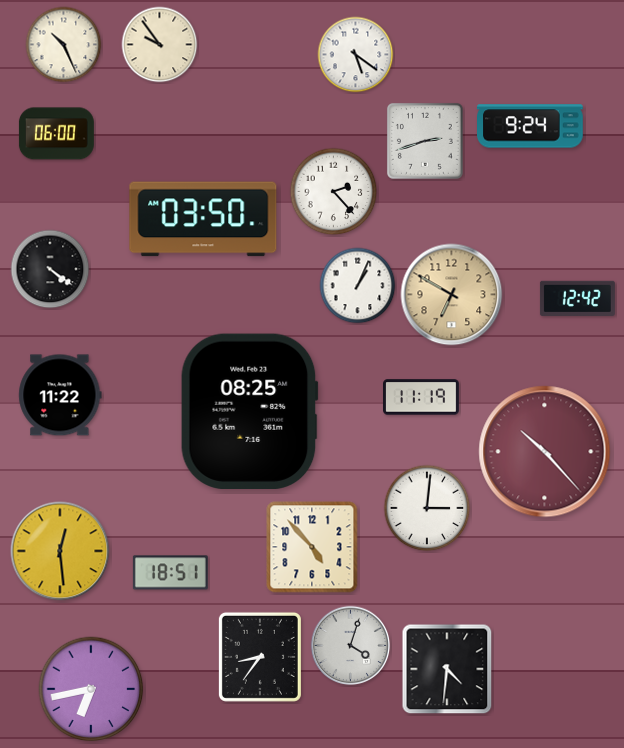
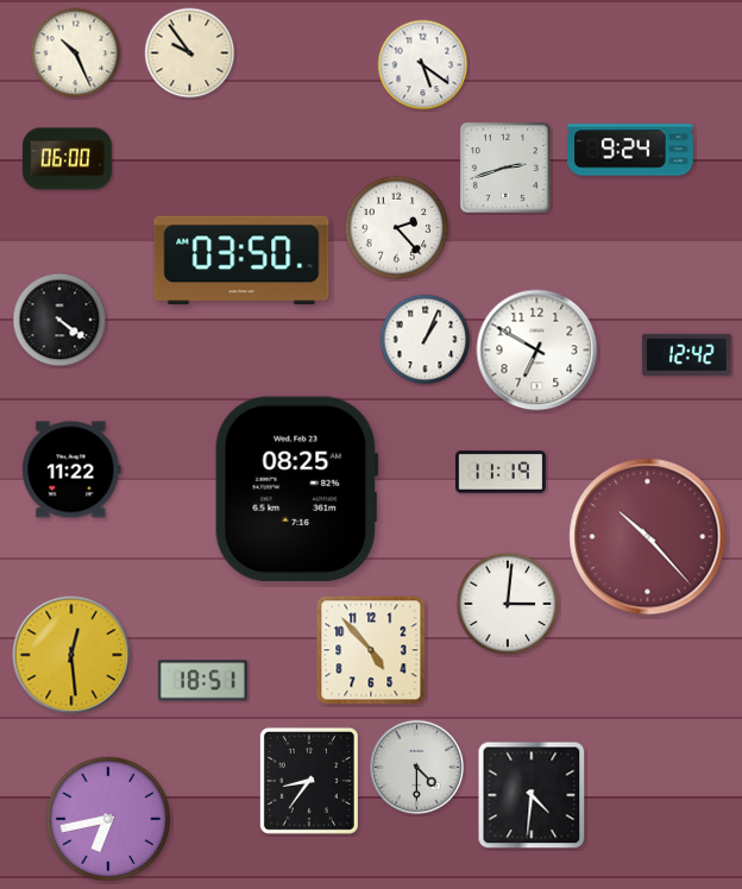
clock at (452, 295) dial: champagne -> white
clock at (351, 646): 4:03 -> 4:30
